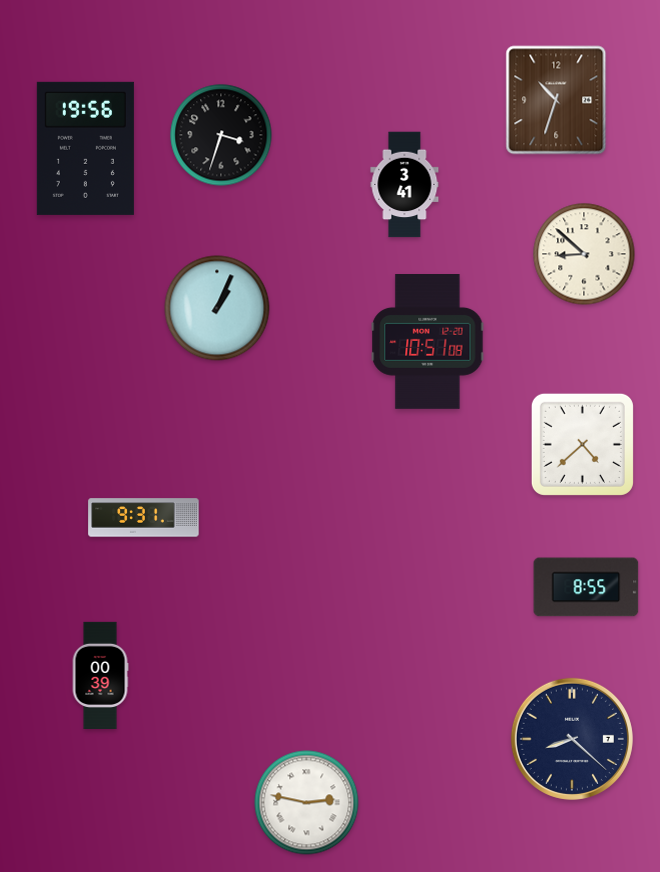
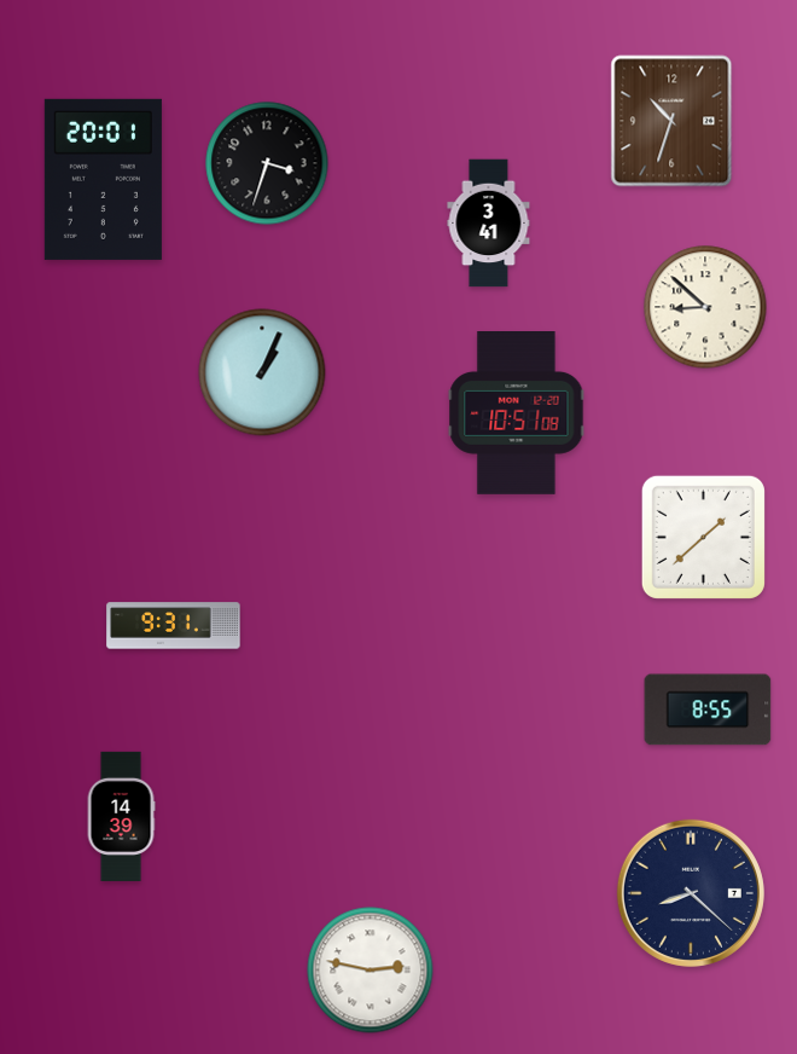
clock at (85, 148): 19:56 -> 20:01
clock at (582, 444): 4:38 -> 1:38
clock at (100, 675): 00:39 -> 14:39
